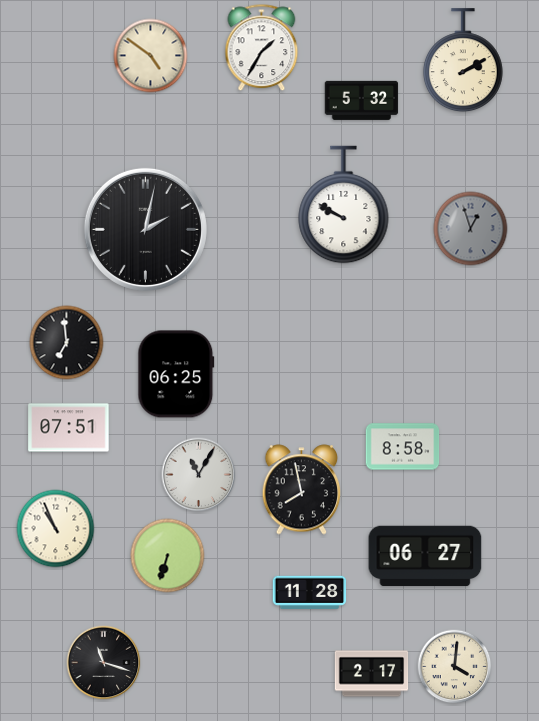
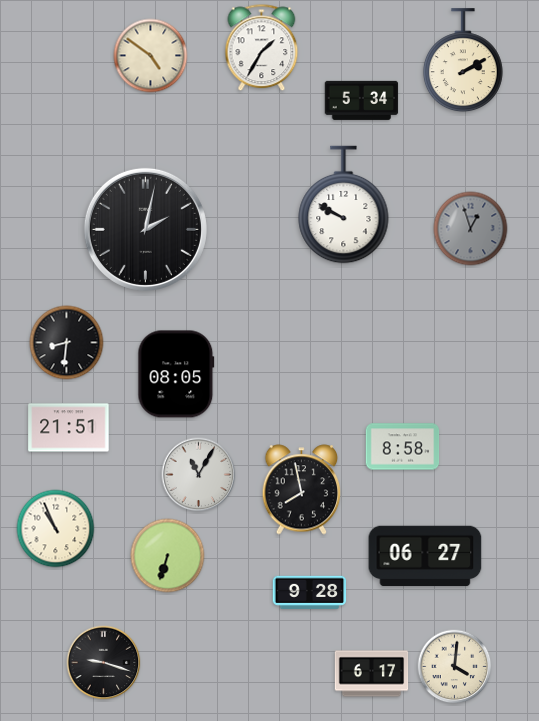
clock at (362, 100): 5:32 -> 5:34
clock at (67, 343): 6:59 -> 8:31
clock at (176, 374): 06:25 -> 08:05
clock at (69, 428): 07:51 -> 21:51
clock at (310, 593): 11:28 -> 9:28
clock at (104, 663): 11:18 -> 9:18
clock at (372, 674): 2:17 -> 6:17
